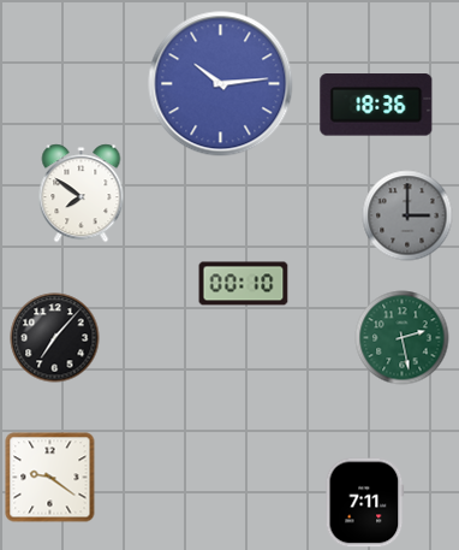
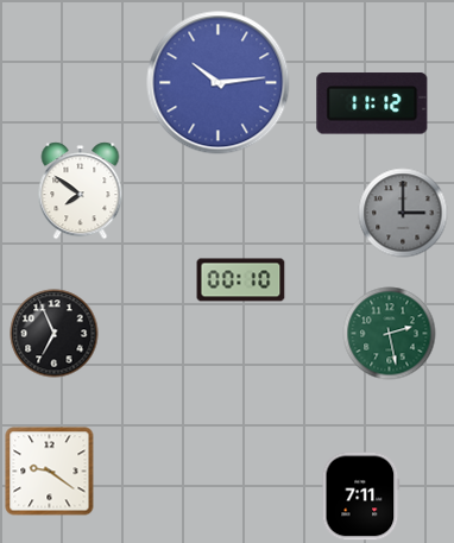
clock at (376, 105): 18:36 -> 11:12
clock at (55, 338): 7:07 -> 6:56
clock at (403, 338) position: (403, 338) -> (390, 334)
